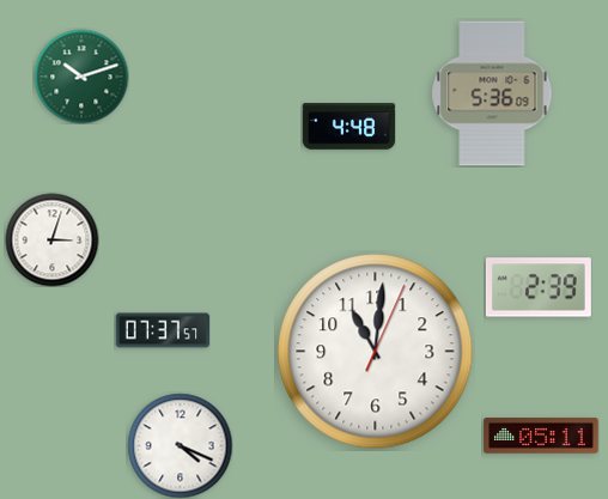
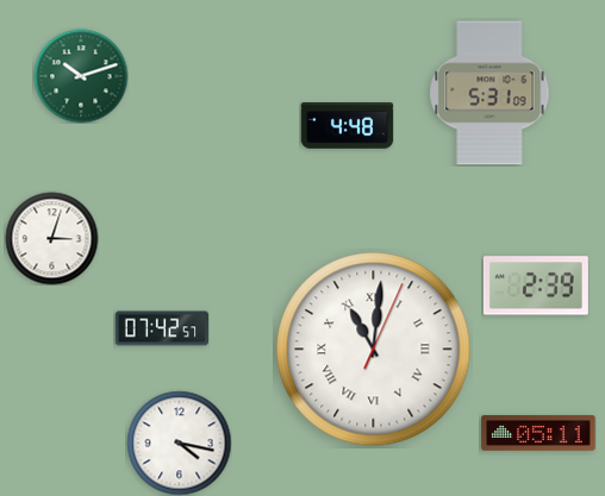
clock at (492, 93): 5:36 -> 5:31
clock at (163, 330): 07:37 -> 07:42
clock at (376, 352) numerals: Arabic -> Roman
clock at (180, 445): 4:19 -> 4:17
